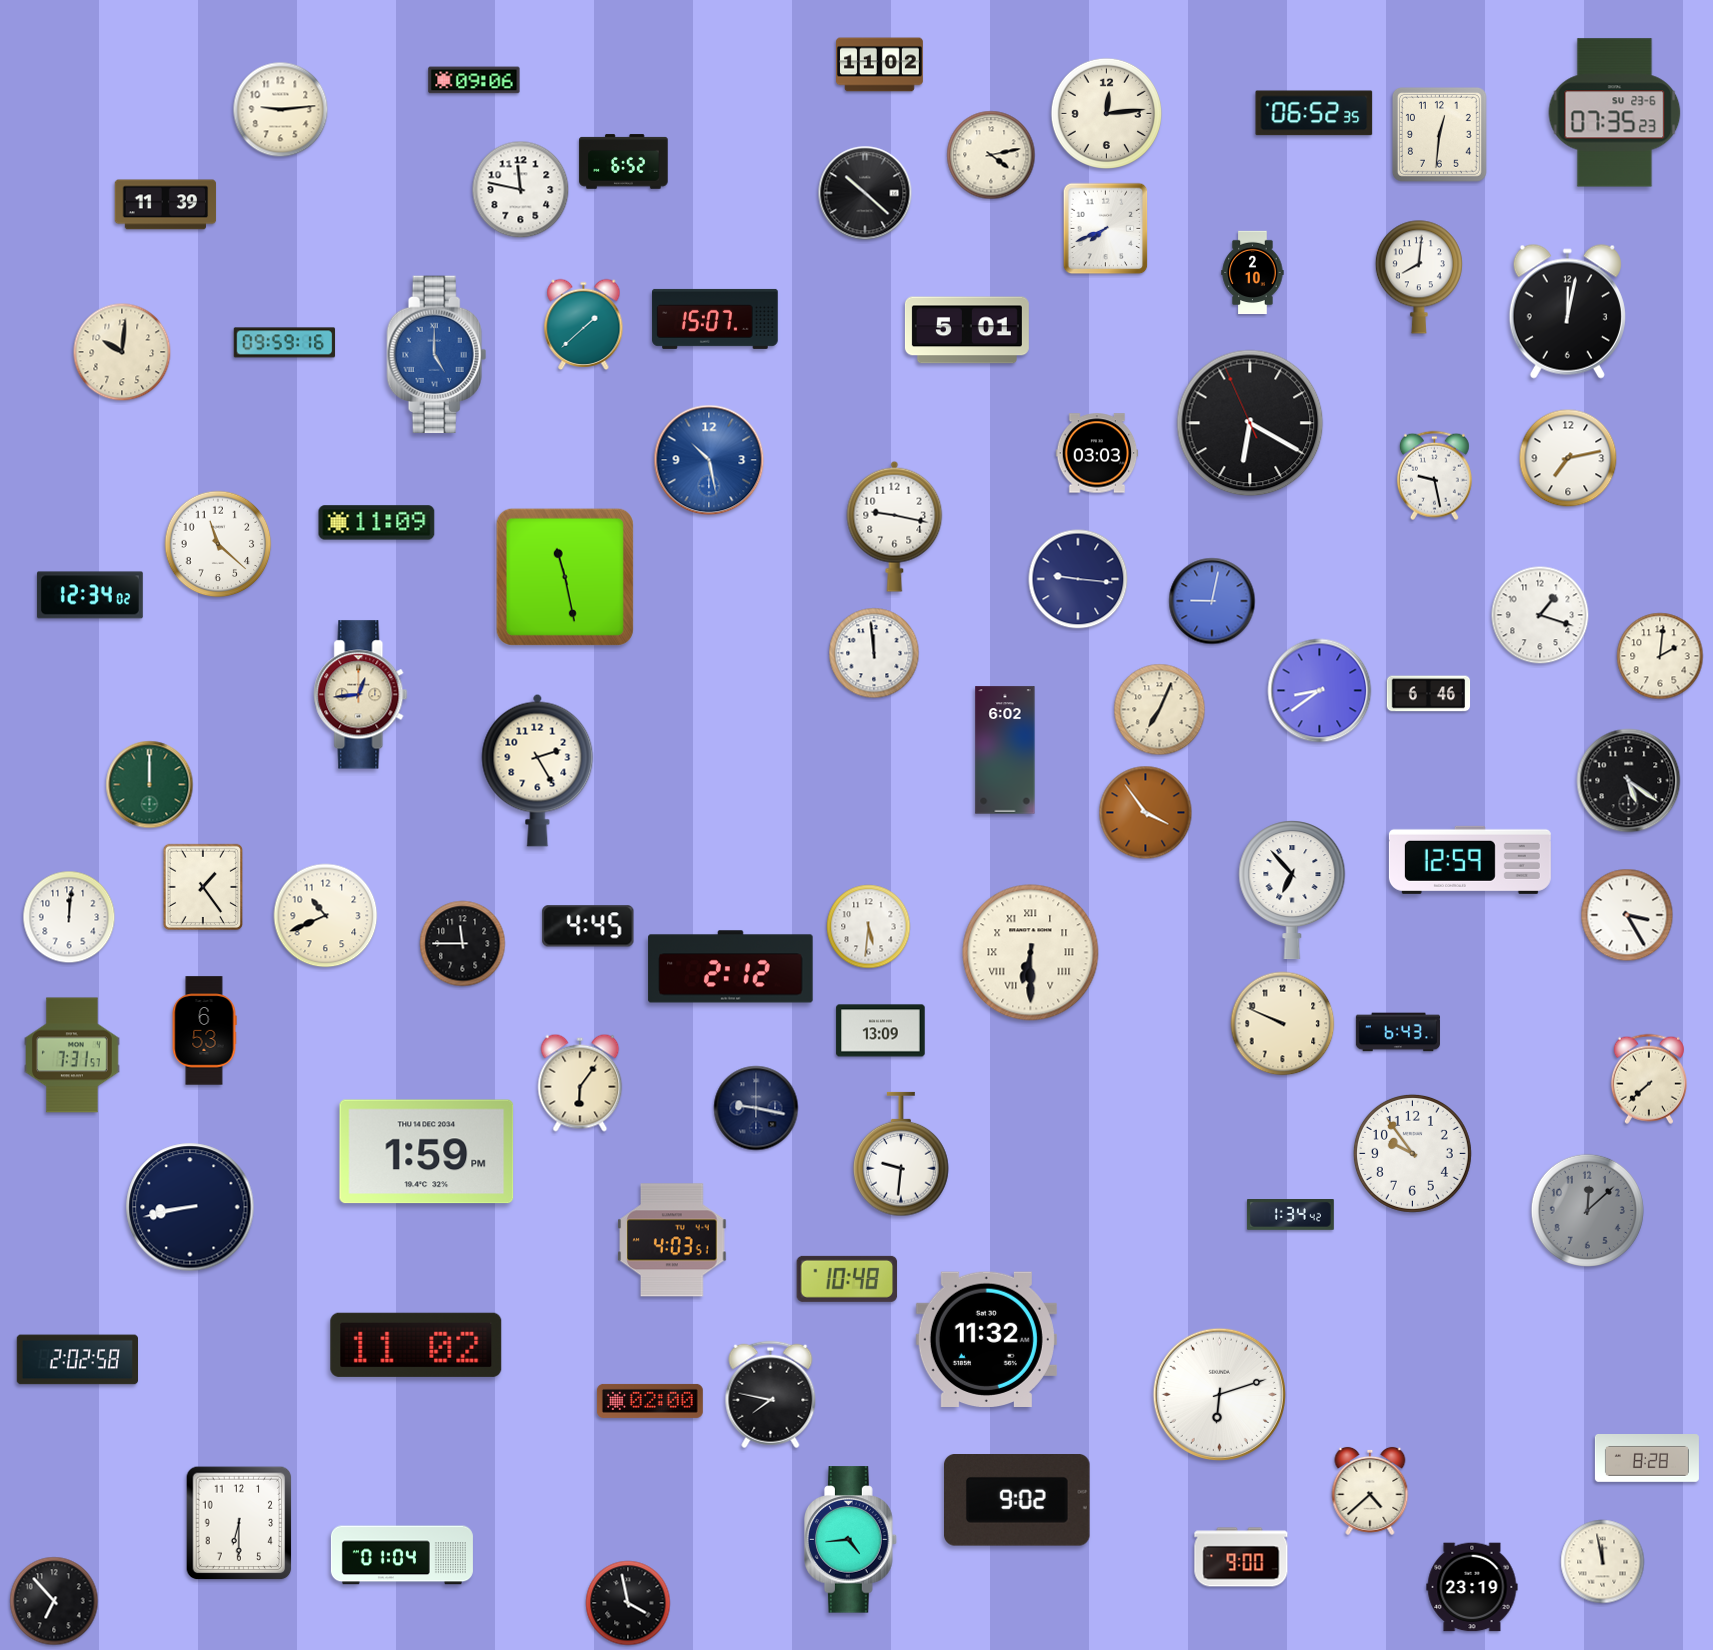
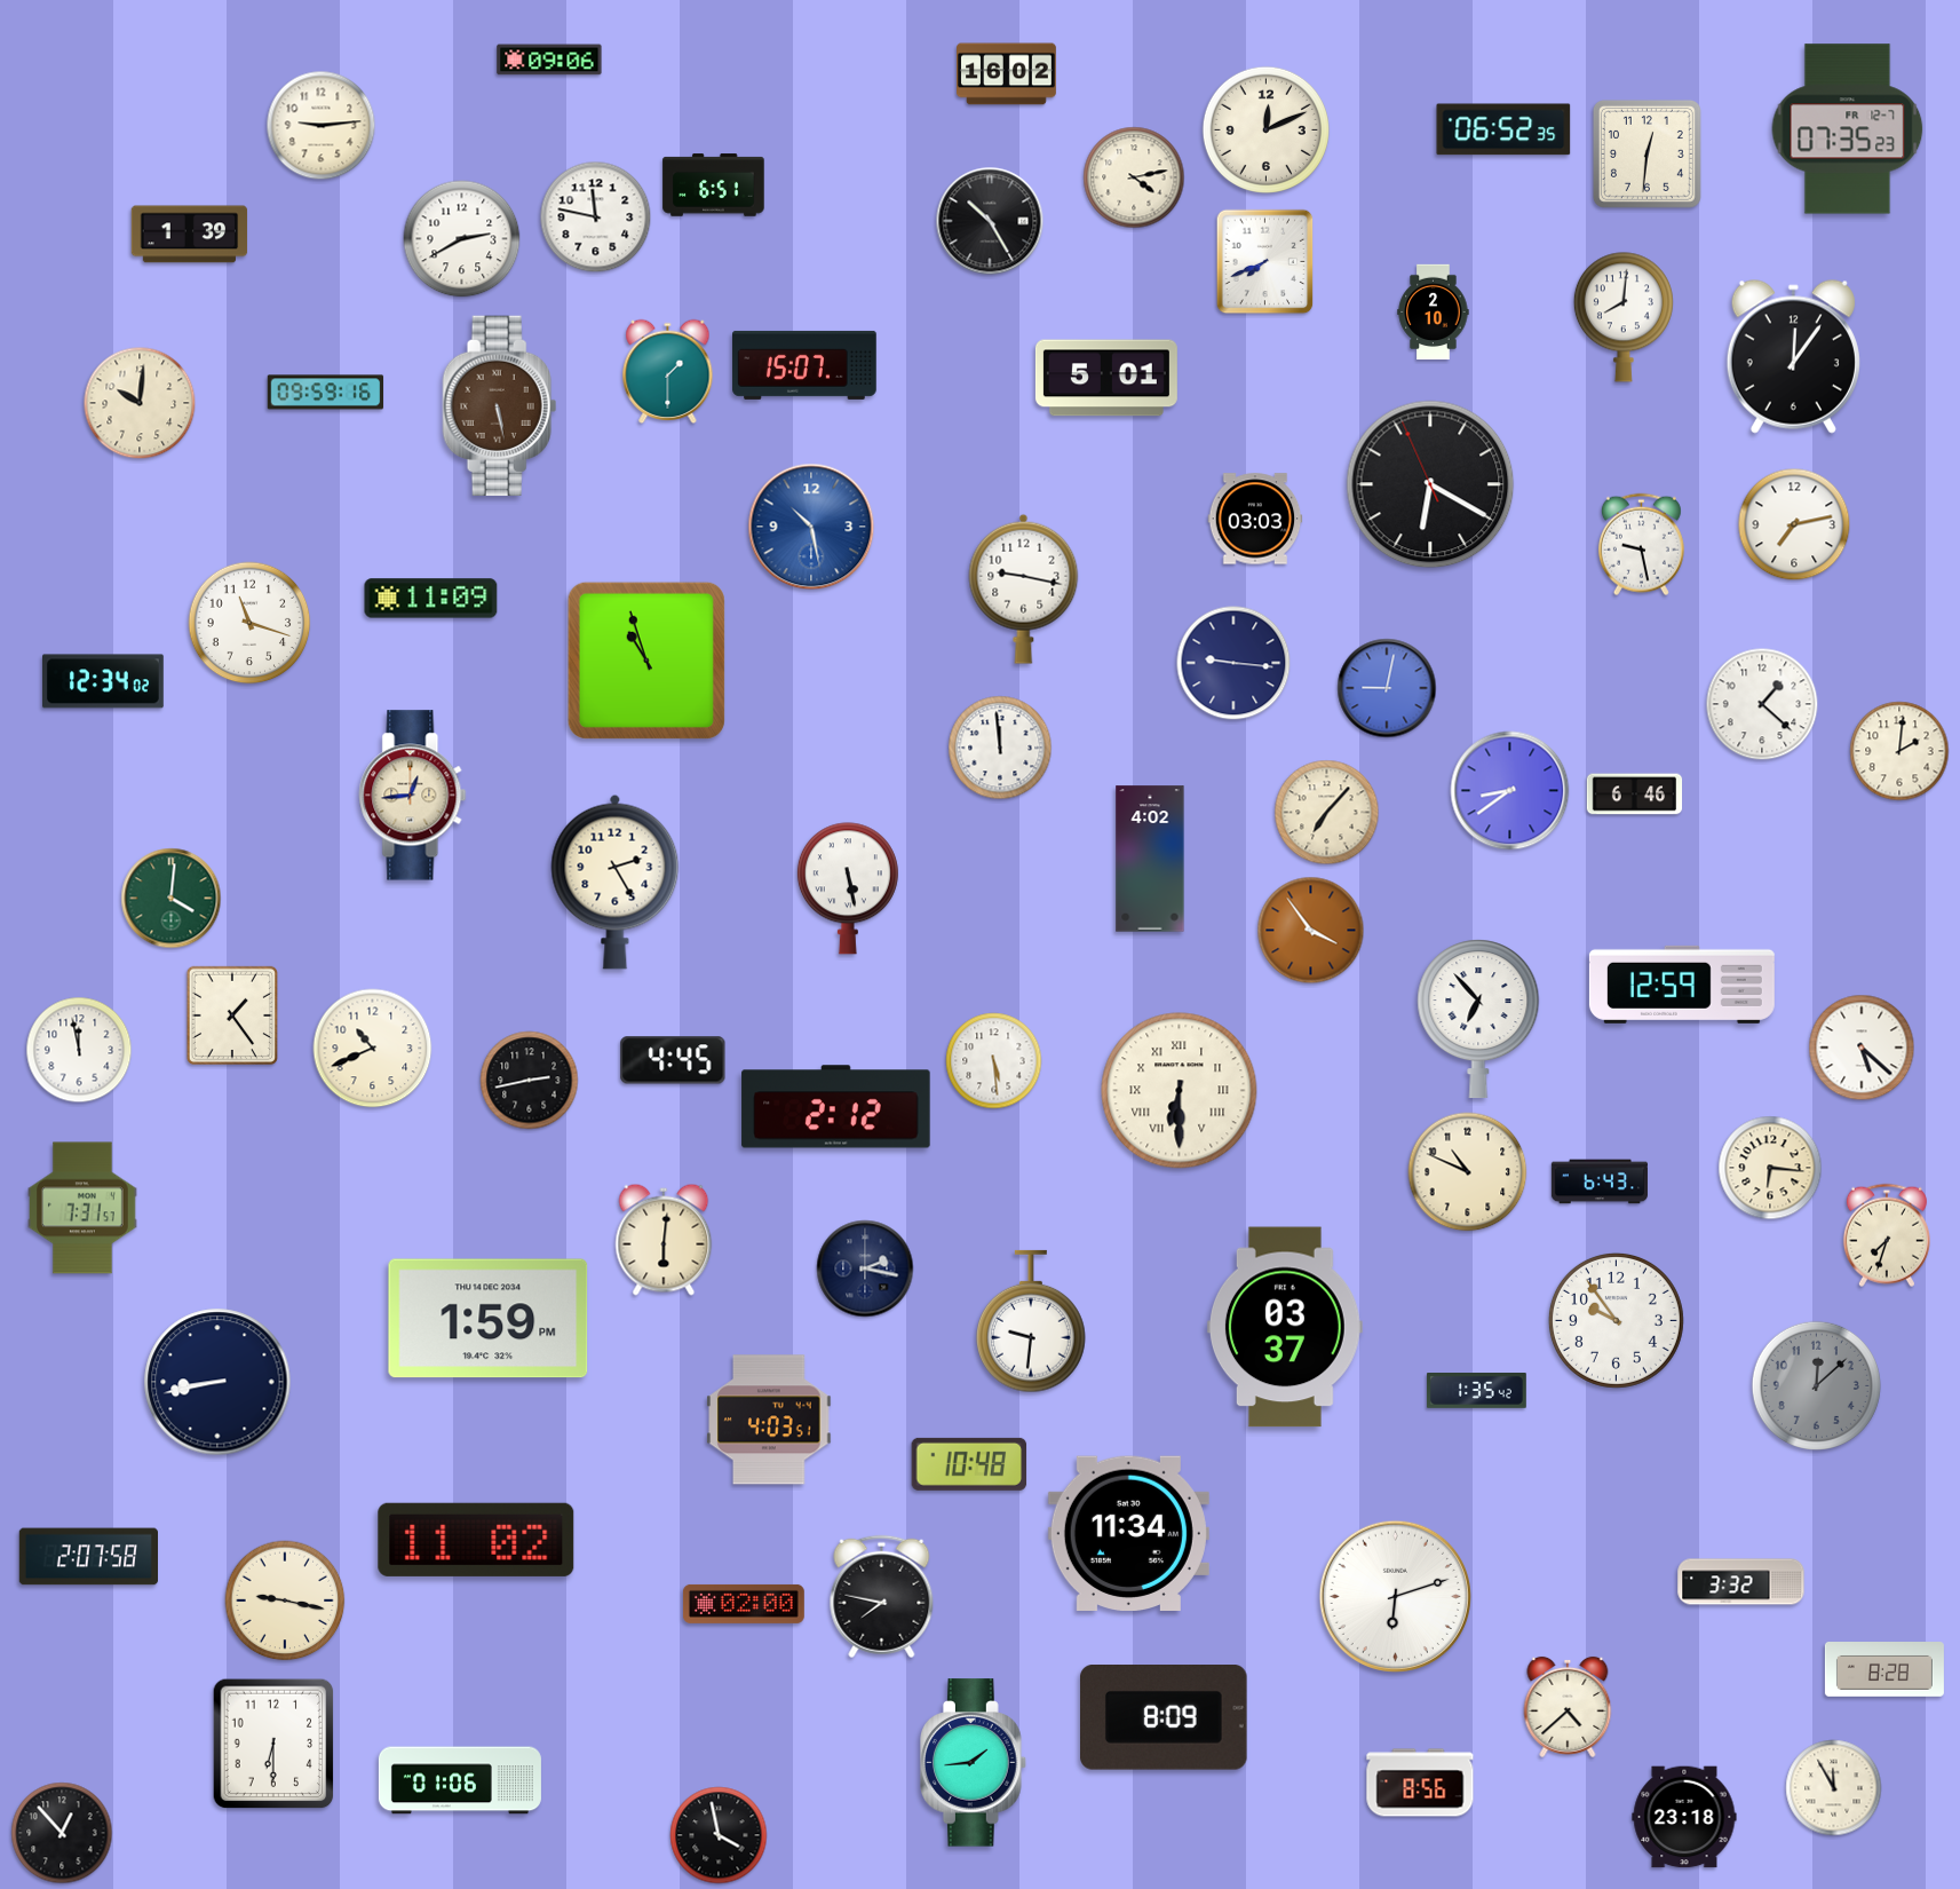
clock at (880, 65): 11:02 -> 16:02
clock at (474, 80) position: (474, 80) -> (549, 60)
clock at (1106, 113): 12:14 -> 12:11
clock at (1615, 113) date: SU 23-6 -> FR 12-7
clock at (624, 162): 6:52 -> 6:51
clock at (865, 193): 10:22 -> 10:25
clock at (166, 205): 11:39 -> 1:39
clock at (462, 239): none -> 2:40
clock at (1567, 311): 12:02 -> 12:06
clock at (715, 319) position: (715, 319) -> (804, 365)
clock at (584, 324): 1:38 -> 1:30
clock at (437, 355): 5:00 -> 5:28
clock at (437, 355) dial: blue -> brown
clock at (895, 526) position: (895, 526) -> (1024, 588)
clock at (218, 544): 11:22 -> 11:18
clock at (565, 577): 11:28 -> 10:57
clock at (1540, 615): 1:18 -> 1:22
clock at (1160, 710): 7:04 -> 7:07
clock at (1005, 750): 6:02 -> 4:02
clock at (848, 888): none -> 5:28
clock at (1629, 781): 5:21 -> none
clock at (150, 785): 12:00 -> 4:01
clock at (1627, 915): 3:25 -> 5:22
clock at (69, 917): 12:01 -> 11:58
clock at (869, 927): 5:31 -> 5:29
clock at (463, 944): 11:45 -> 2:43
clock at (1770, 1168): none -> 6:16
clock at (1283, 1024): 9:49 -> 10:49
clock at (204, 1031): 6:53 -> none
clock at (881, 1031): 13:09 -> none
clock at (1649, 1079): 7:38 -> 7:33
clock at (580, 1083): 6:06 -> 6:01
clock at (756, 1108): 9:17 -> 2:17
clock at (1285, 1327): none -> 03:37
clock at (1291, 1215): 1:34 -> 1:35
clock at (986, 1339): 11:32 -> 11:34
clock at (77, 1360): 2:02 -> 2:07
clock at (1741, 1582): none -> 3:32
clock at (285, 1600): none -> 9:17
clock at (1018, 1501): 9:02 -> 8:09
clock at (851, 1540): 4:44 -> 1:44
clock at (402, 1555): 01:04 -> 01:06
clock at (1241, 1557): 9:00 -> 8:56
clock at (1603, 1562): 11:58 -> 11:55
clock at (1472, 1587): 23:19 -> 23:18
clock at (54, 1601): 6:53 -> 12:53
